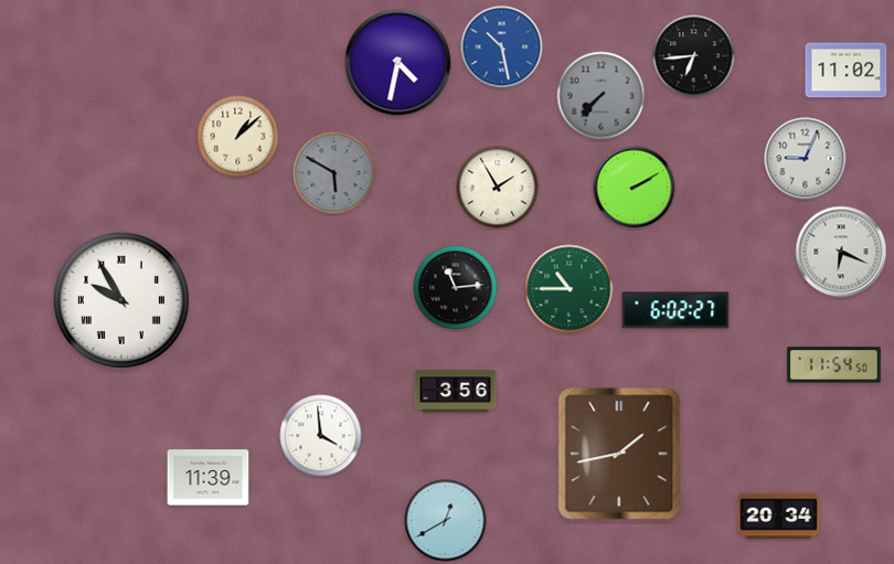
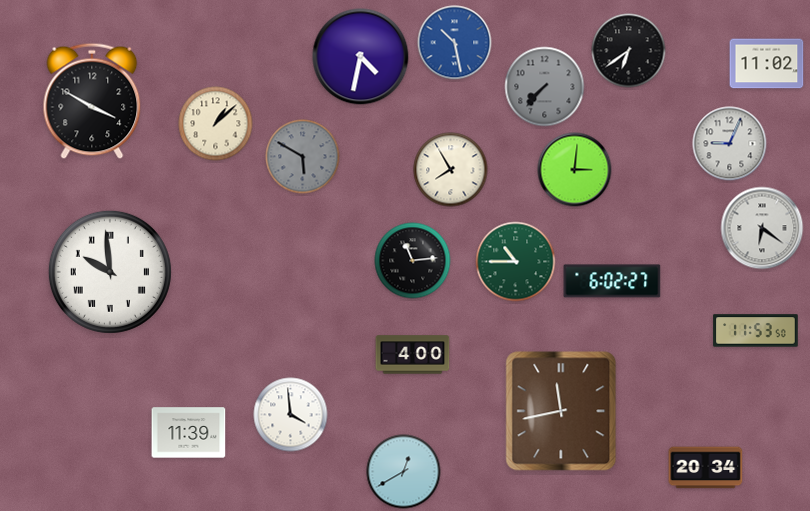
clock at (694, 56): 6:44 -> 6:39
clock at (92, 101): none -> 3:50
clock at (498, 188): 1:55 -> 7:55
clock at (635, 188): 2:10 -> 3:01
clock at (841, 252): 6:19 -> 6:21
clock at (121, 300): 9:55 -> 9:59
clock at (834, 365): 11:54 -> 11:53
clock at (456, 392): 3:56 -> 4:00
clock at (321, 436) position: (321, 436) -> (291, 415)
clock at (619, 454): 1:43 -> 11:43
